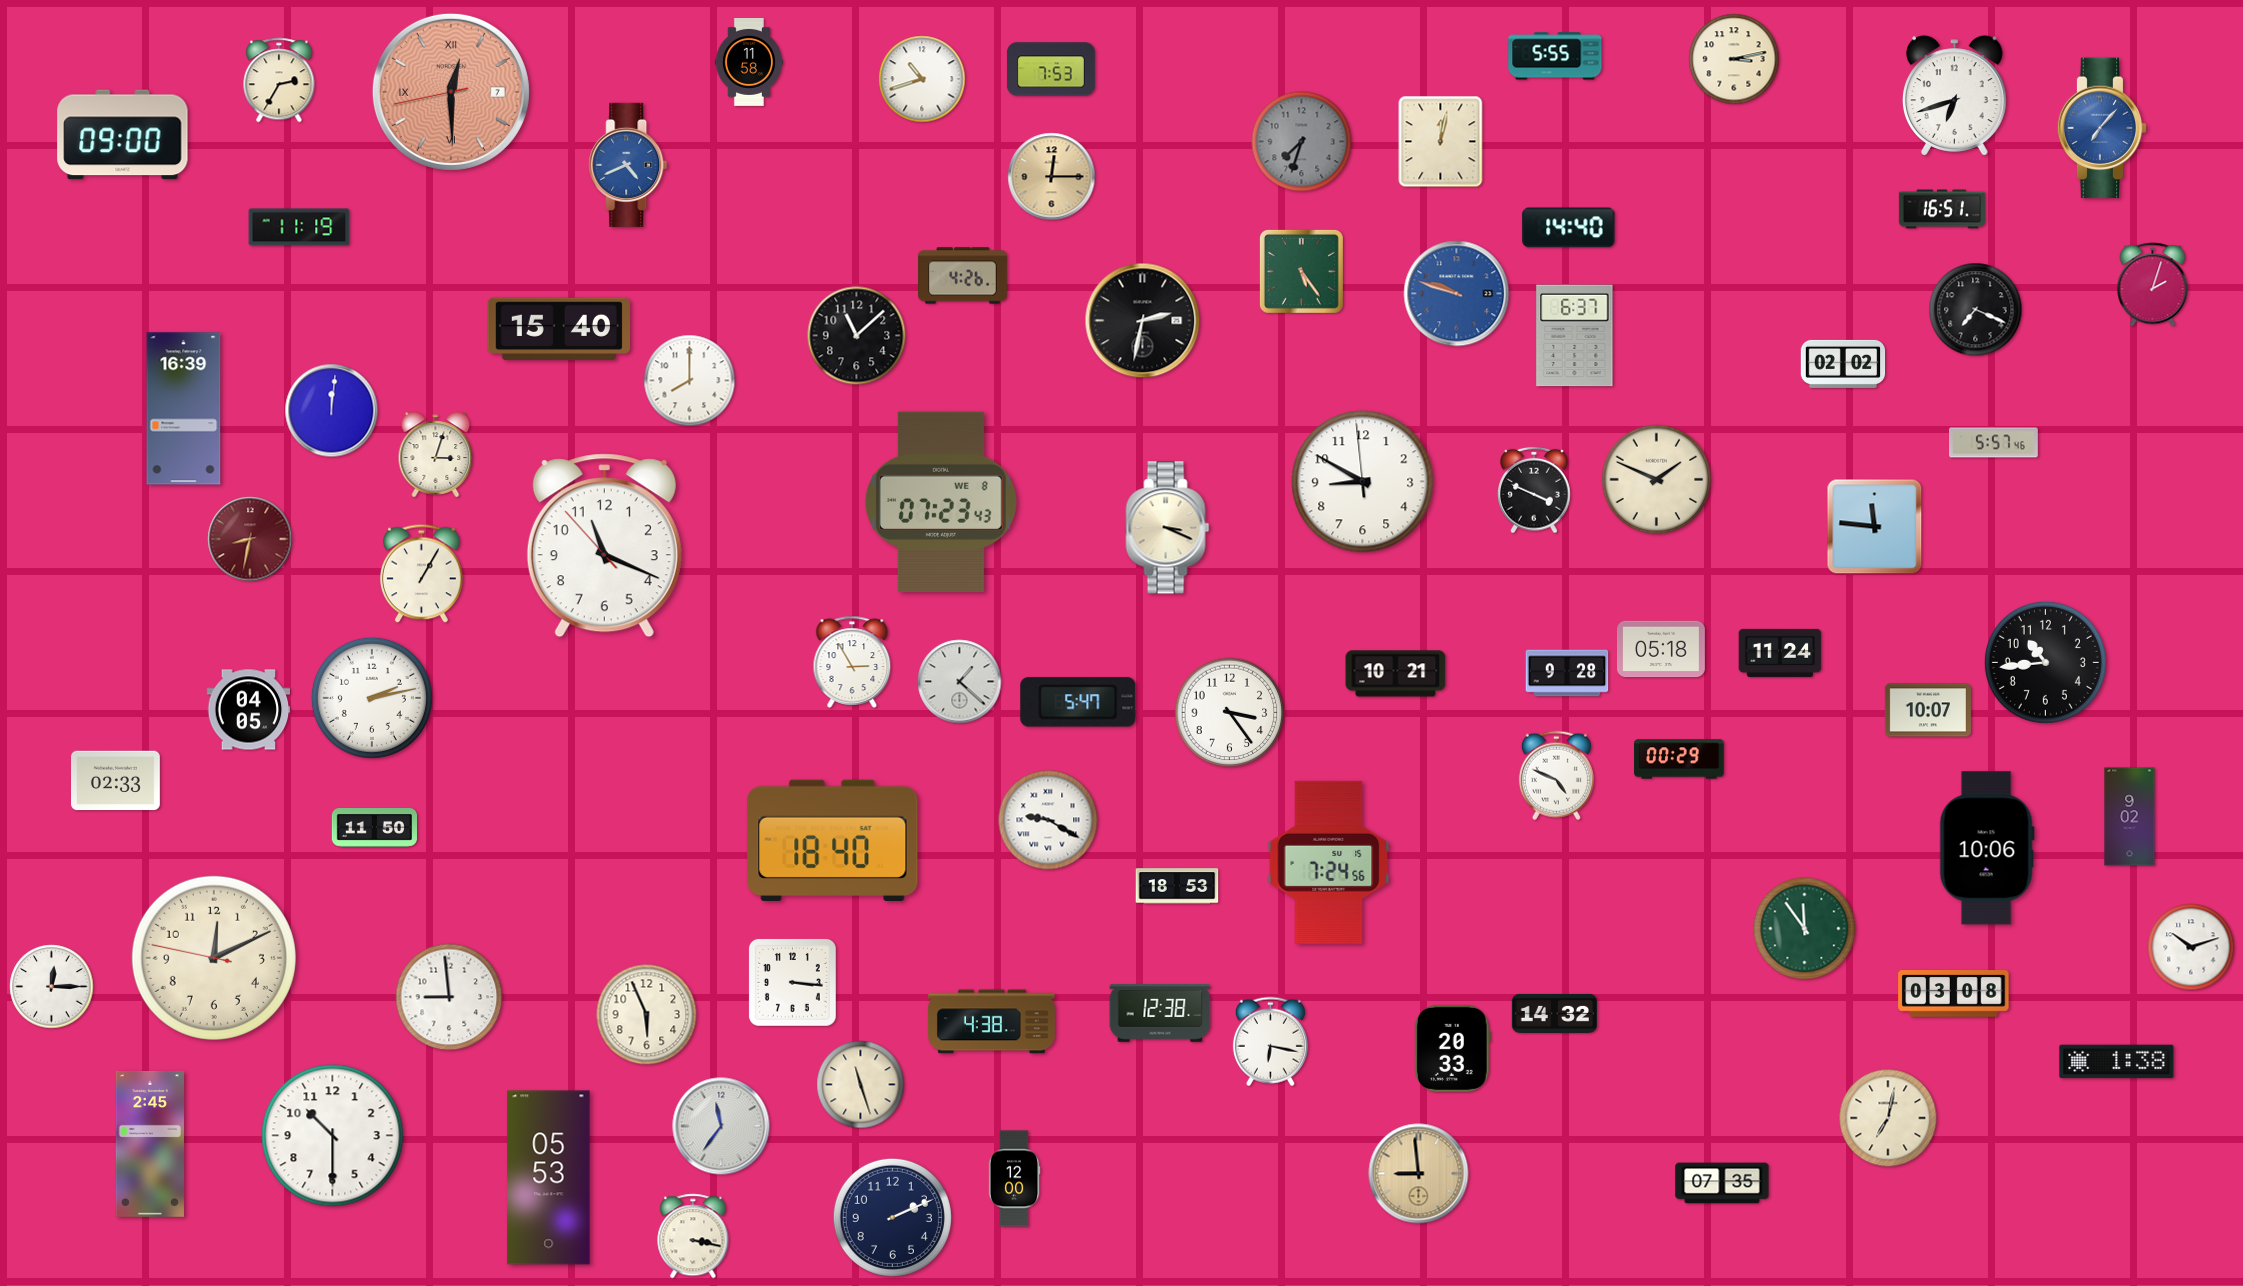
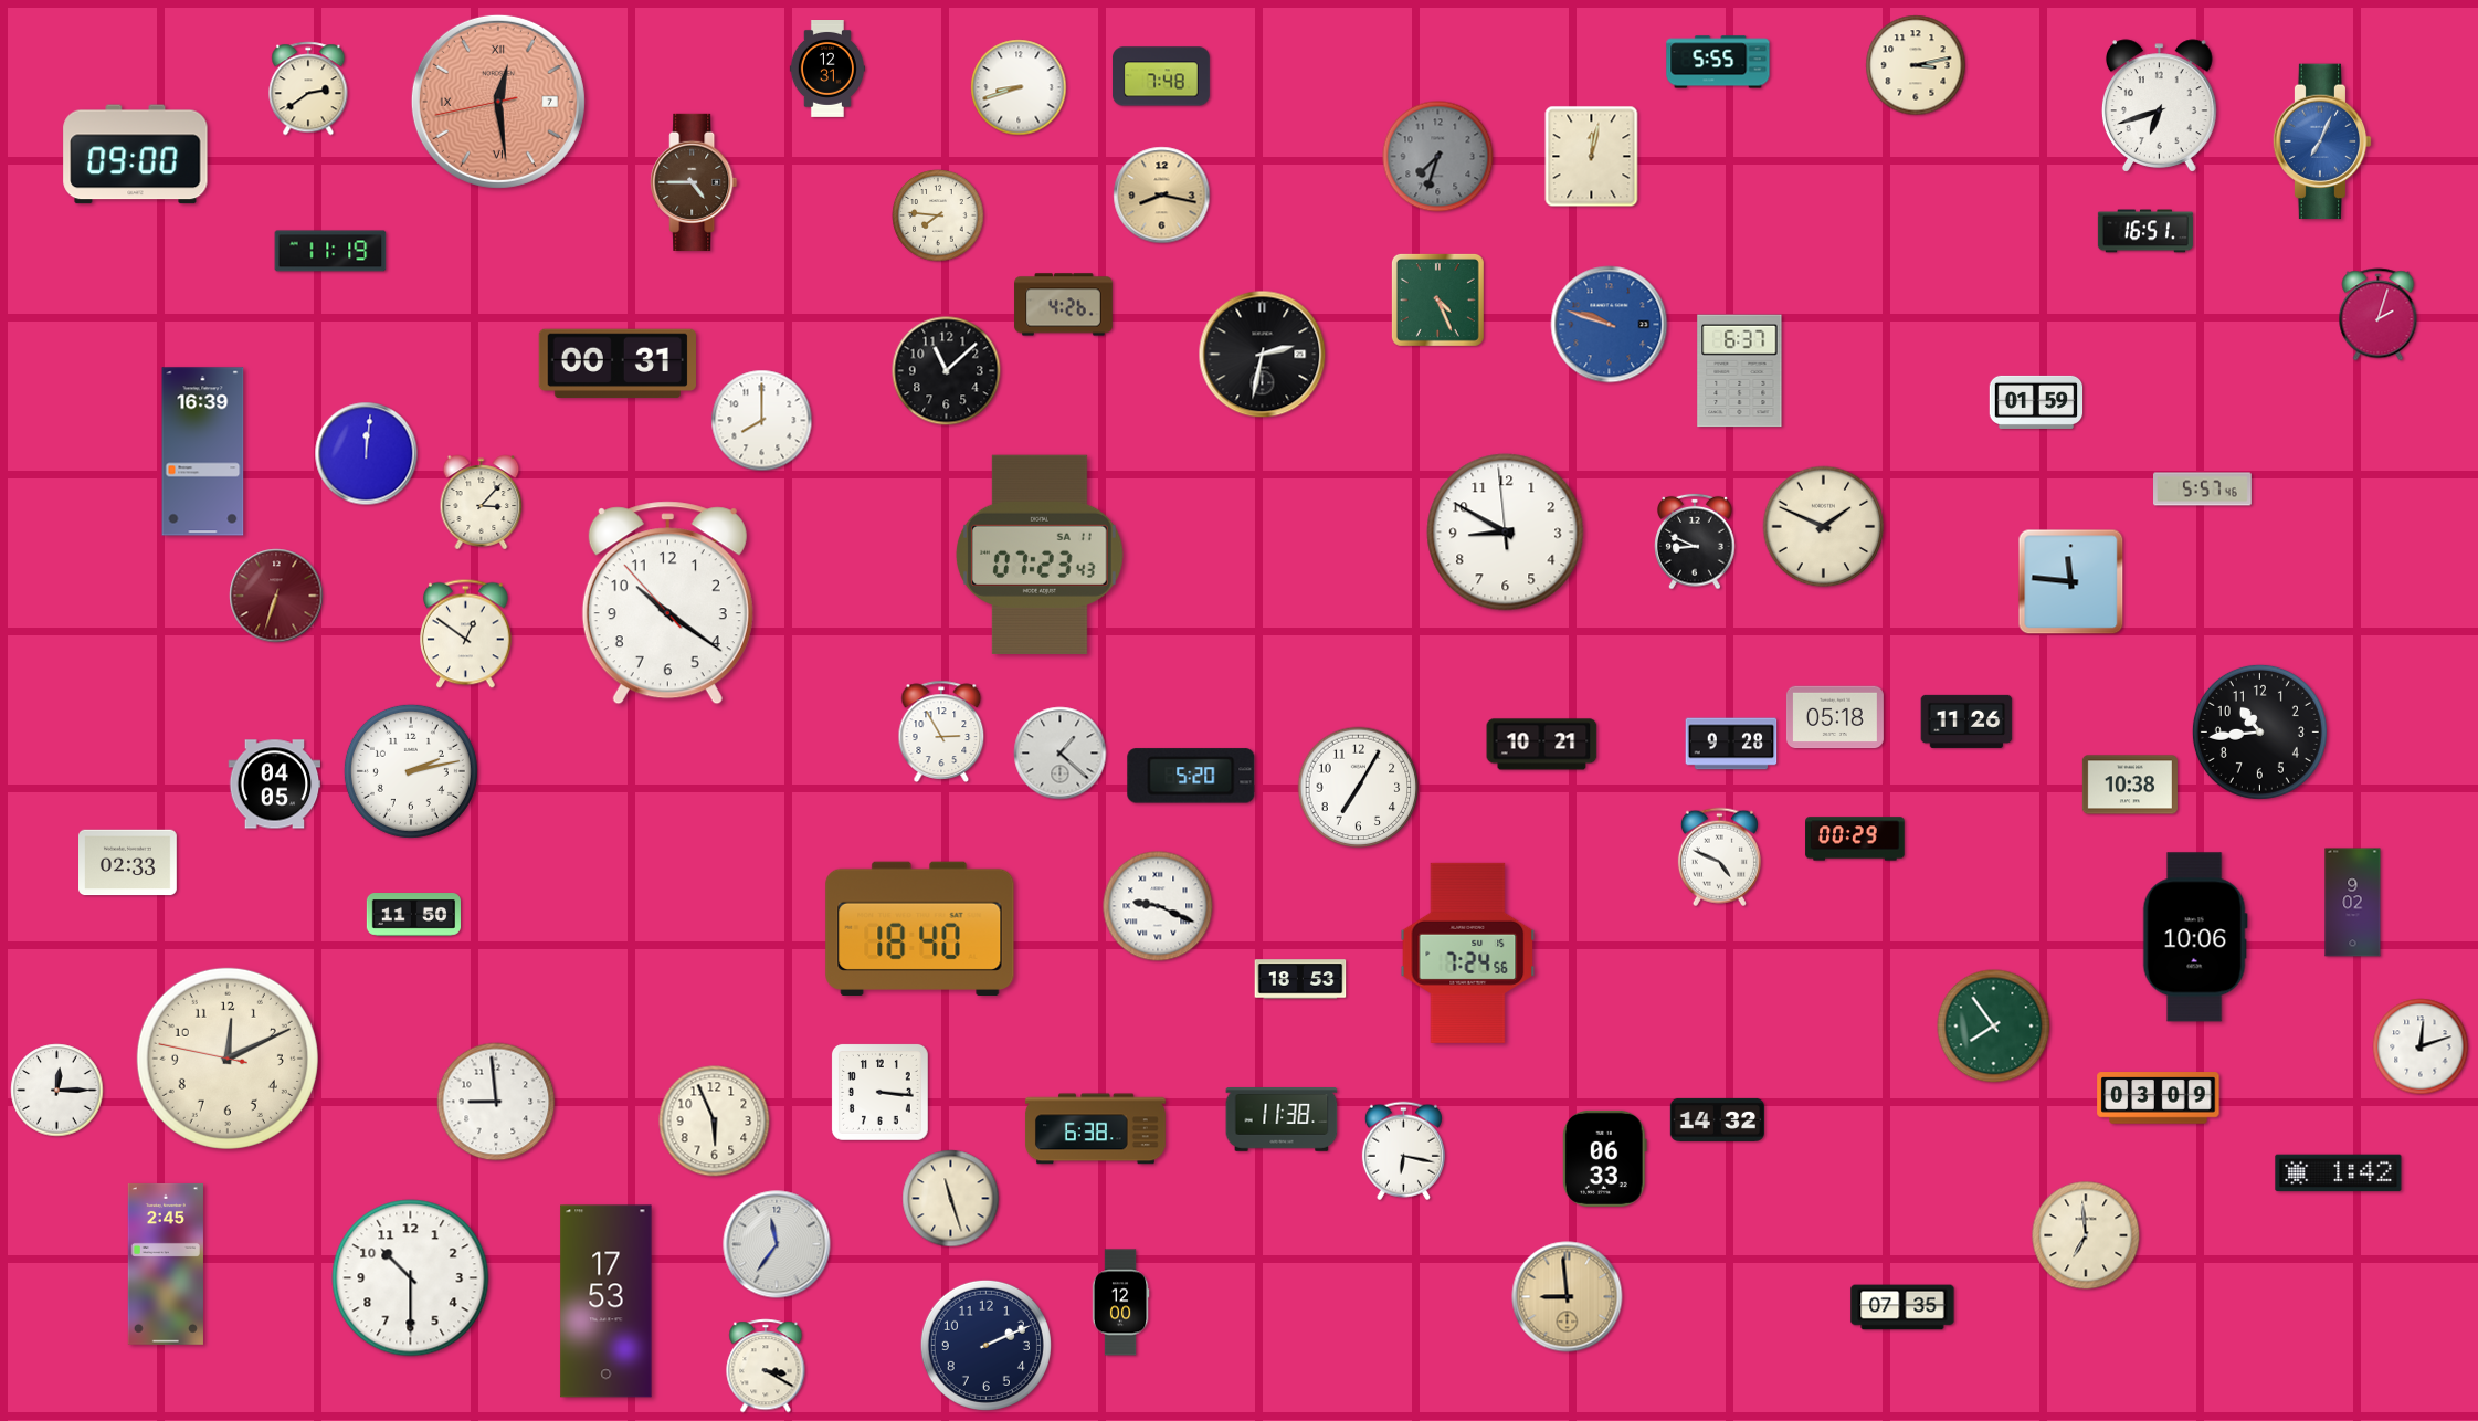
clock at (748, 63): 11:58 -> 12:31
clock at (1051, 69): 7:53 -> 7:48
clock at (922, 79): 10:42 -> 8:42
clock at (279, 80): 2:35 -> 2:39
clock at (451, 92): 12:29 -> 12:28
clock at (2102, 128): 7:07 -> 7:04
clock at (123, 135) position: (123, 135) -> (136, 155)
clock at (628, 165): 4:41 -> 4:45
clock at (628, 165) dial: blue -> brown
clock at (1052, 177): 12:15 -> 8:17
clock at (938, 215): none -> 7:46
clock at (1569, 228): 14:40 -> none
clock at (1301, 271): 5:24 -> 4:26
clock at (1976, 310): 7:19 -> none
clock at (558, 329): 15:40 -> 00:31
clock at (1843, 364): 02:02 -> 01:59
clock at (436, 455): 3:03 -> 3:07
clock at (1657, 480) position: (1657, 480) -> (1824, 527)
clock at (1534, 490): 3:49 -> 8:49
clock at (941, 502) date: WE 8 -> SA 11
clock at (1168, 528): 3:19 -> none
clock at (250, 539): 8:32 -> 6:33
clock at (604, 546): 11:18 -> 10:20
clock at (422, 574): 1:05 -> 12:51
clock at (1780, 653): 11:24 -> 11:26
clock at (1078, 702): 5:47 -> 5:20
clock at (1928, 710): 10:07 -> 10:38
clock at (1230, 713): 3:24 -> 7:05
clock at (1048, 820): 9:20 -> 9:19
clock at (1805, 929): 11:54 -> 7:54
clock at (2191, 947): 10:12 -> 12:12
clock at (214, 958) position: (214, 958) -> (228, 1059)
clock at (792, 982) position: (792, 982) -> (879, 1092)
clock at (1954, 994): 03:08 -> 03:09
clock at (1160, 1014): 12:38 -> 11:38
clock at (991, 1022): 4:38 -> 6:38
clock at (1452, 1048): 20:33 -> 06:33
clock at (2117, 1062): 1:38 -> 1:42
clock at (1888, 1118): 7:02 -> 6:59
clock at (721, 1126) position: (721, 1126) -> (777, 1244)
clock at (333, 1136) position: (333, 1136) -> (411, 1278)
clock at (549, 1178): 05:53 -> 17:53
clock at (693, 1236): 3:17 -> 3:20
